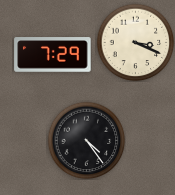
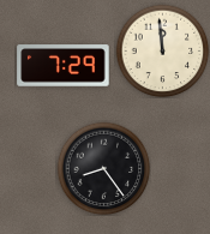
clock at (135, 42): 3:19 -> 11:59
clock at (86, 140): 4:24 -> 8:24
